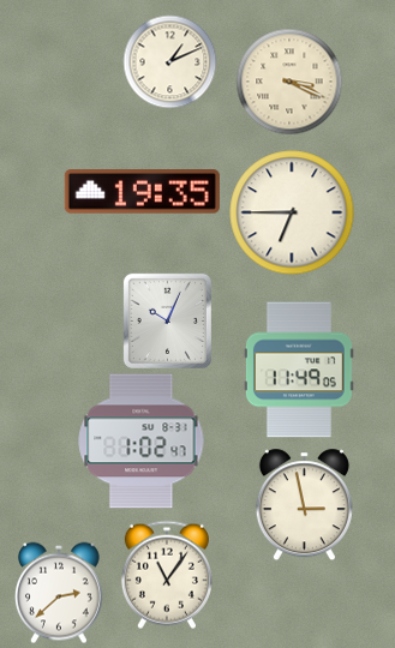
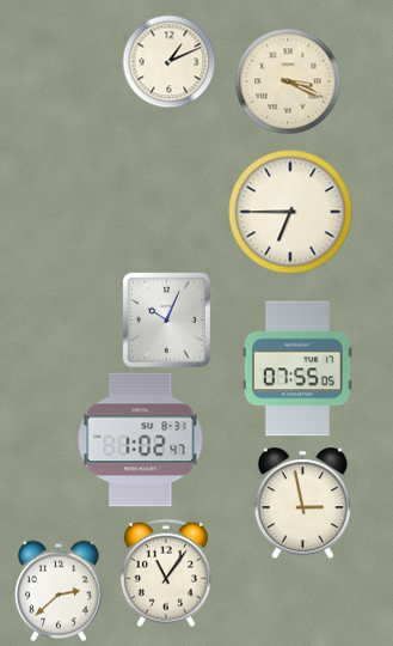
clock at (142, 192): 19:35 -> none
clock at (299, 370): 11:49 -> 07:55
